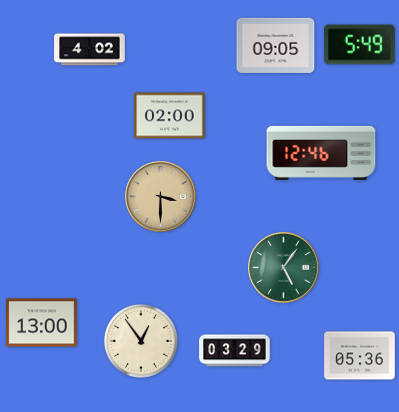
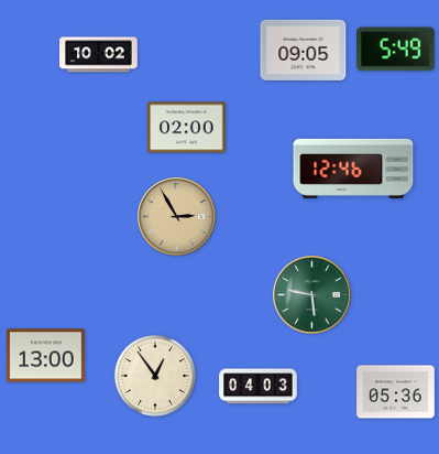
clock at (90, 50): 4:02 -> 10:02
clock at (161, 197): 3:30 -> 2:55
clock at (284, 268): 5:06 -> 5:47
clock at (235, 351): 03:29 -> 04:03
